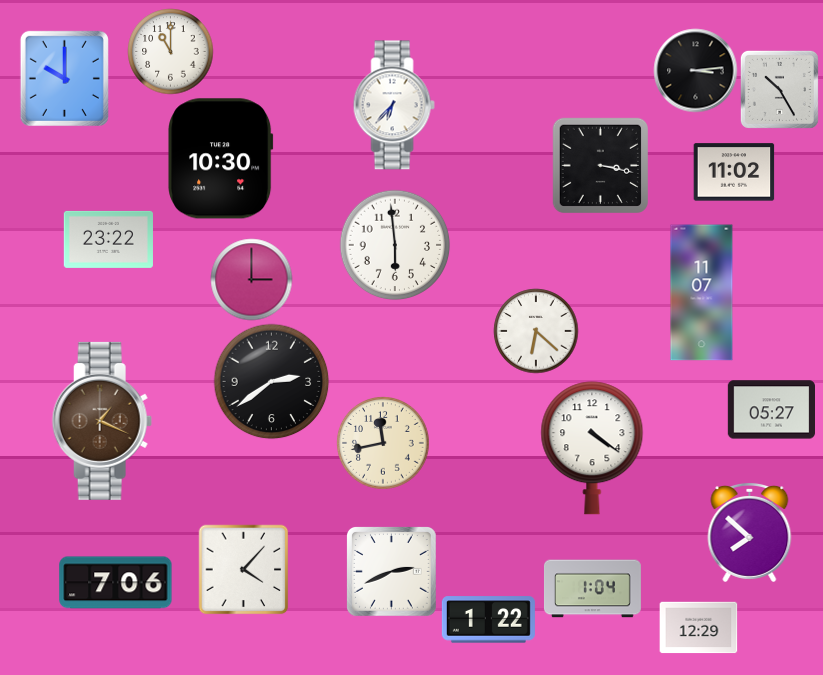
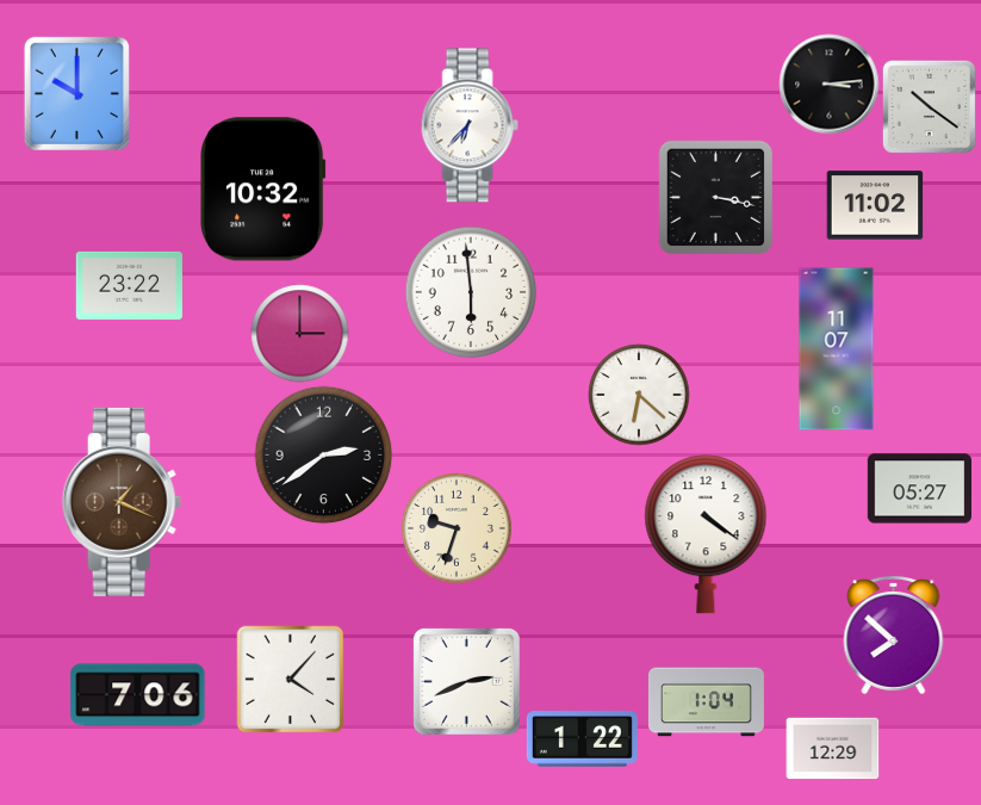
clock at (170, 51): 11:00 -> none
clock at (779, 89): 10:25 -> 10:21
clock at (221, 159): 10:30 -> 10:32
clock at (383, 443): 11:43 -> 9:33
